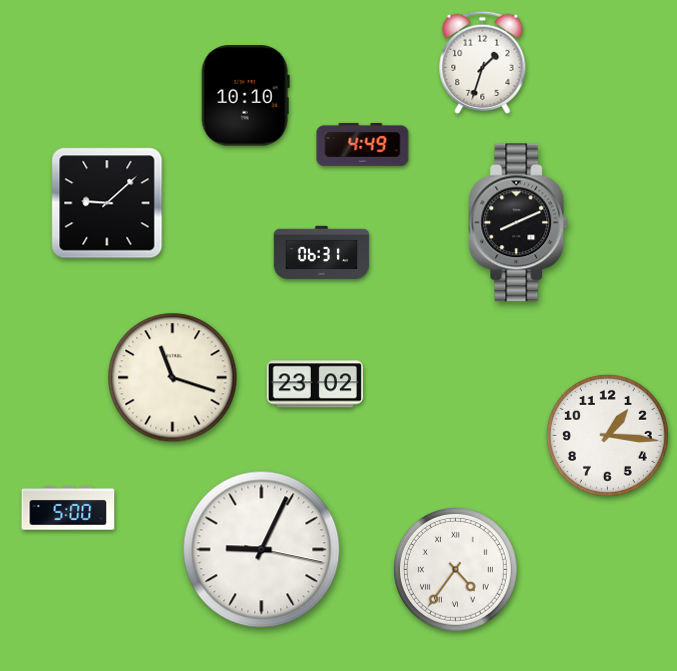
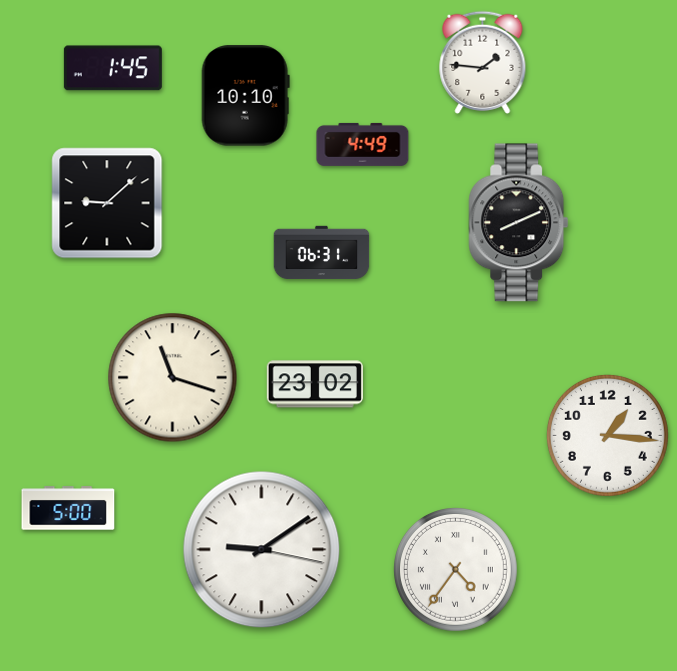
clock at (483, 62): 1:33 -> 1:46
clock at (113, 68): none -> 1:45
clock at (262, 550): 9:04 -> 9:09
